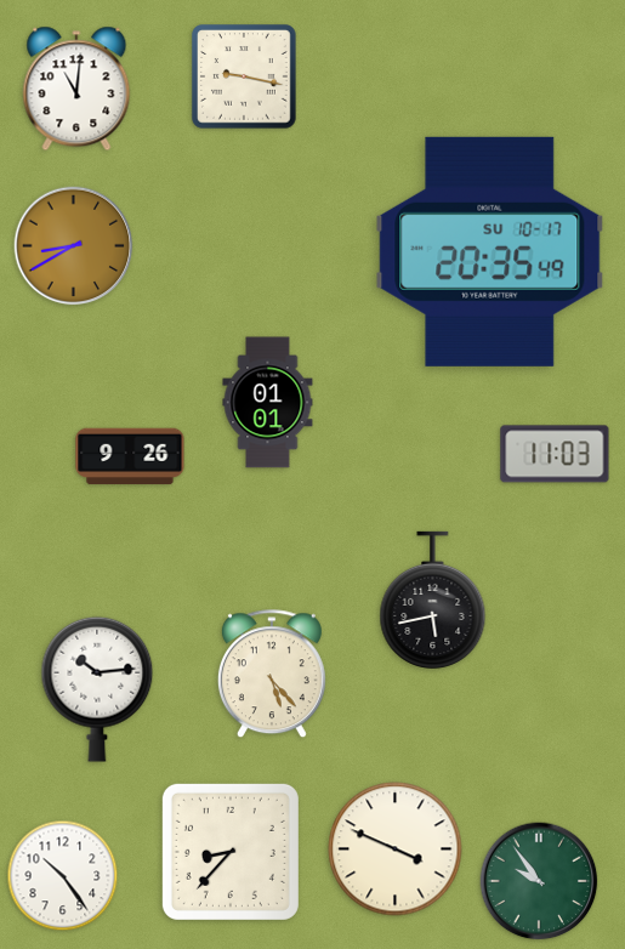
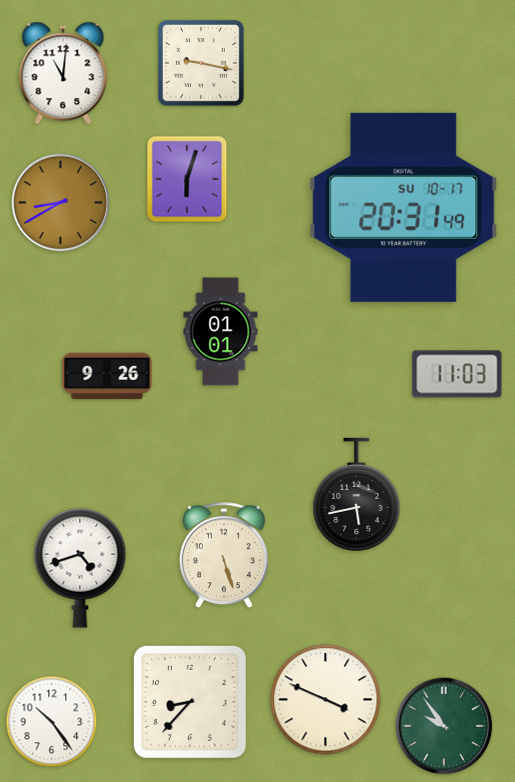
clock at (187, 179): none -> 6:03
clock at (490, 251): 20:35 -> 20:31
clock at (272, 675): 5:23 -> 5:27
clock at (97, 689): 10:14 -> 4:42
